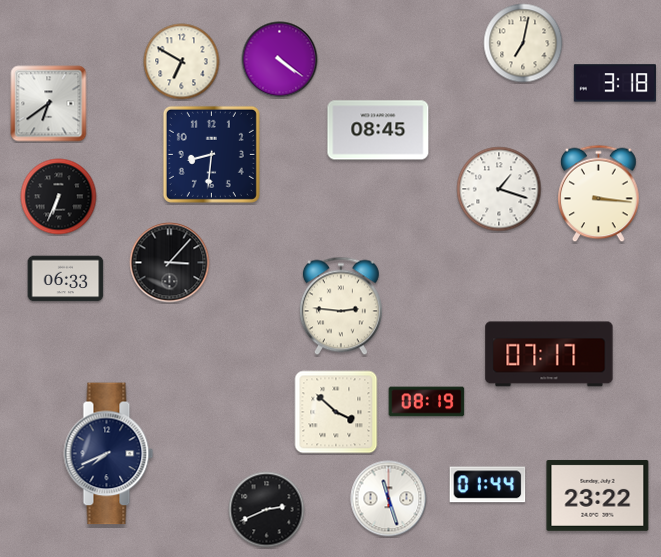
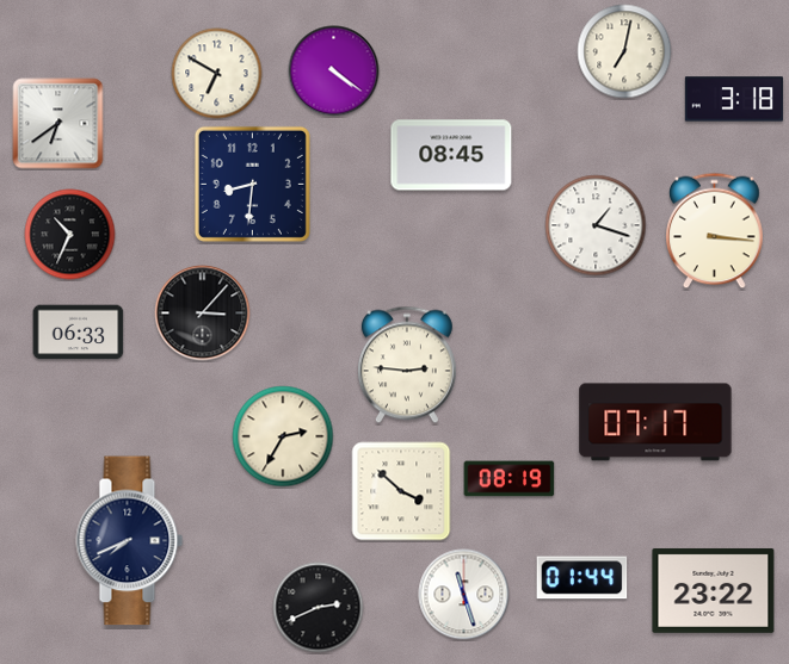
clock at (59, 197): 6:34 -> 10:34
clock at (283, 436): none -> 2:35
